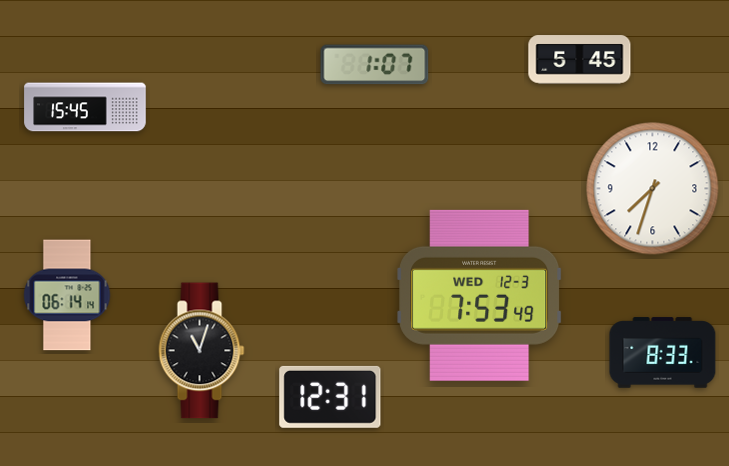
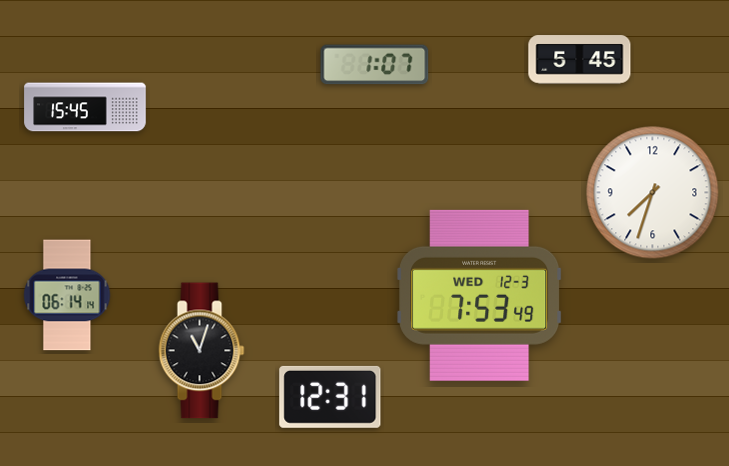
clock at (653, 189) position: (653, 189) -> (653, 193)
clock at (663, 353): 8:33 -> none
